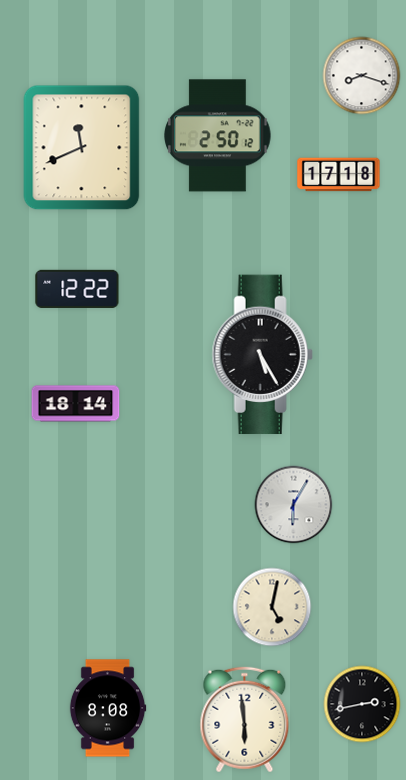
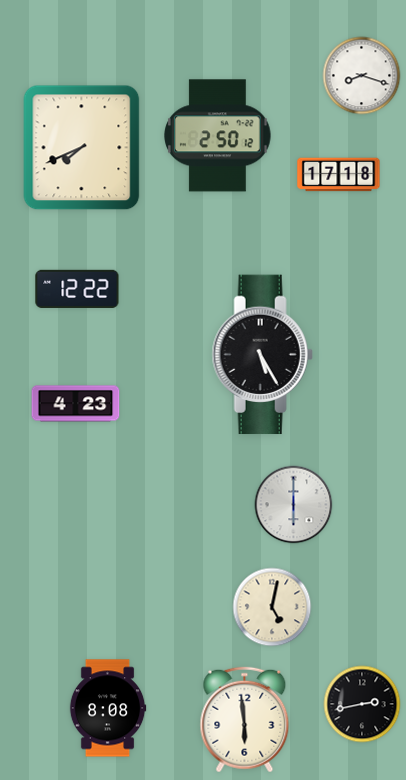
clock at (82, 148): 11:41 -> 7:41
clock at (76, 404): 18:14 -> 4:23
clock at (294, 505): 6:05 -> 6:00
